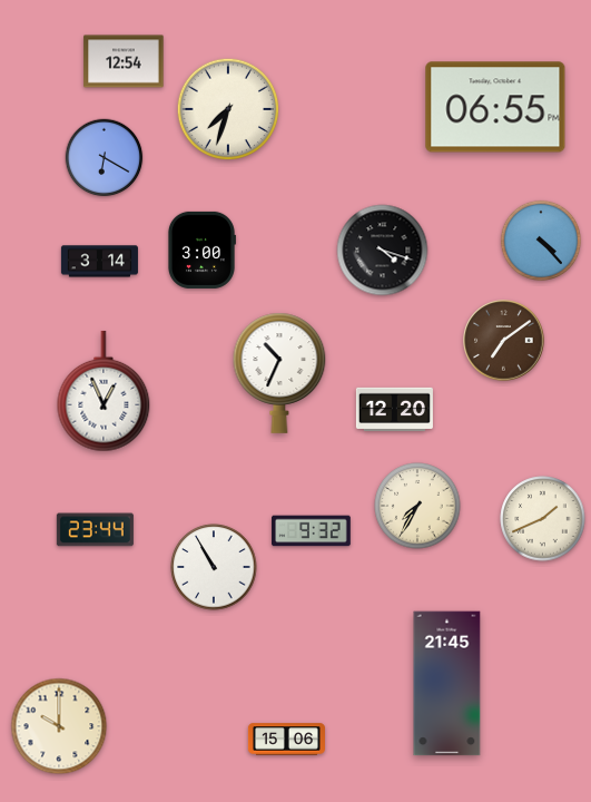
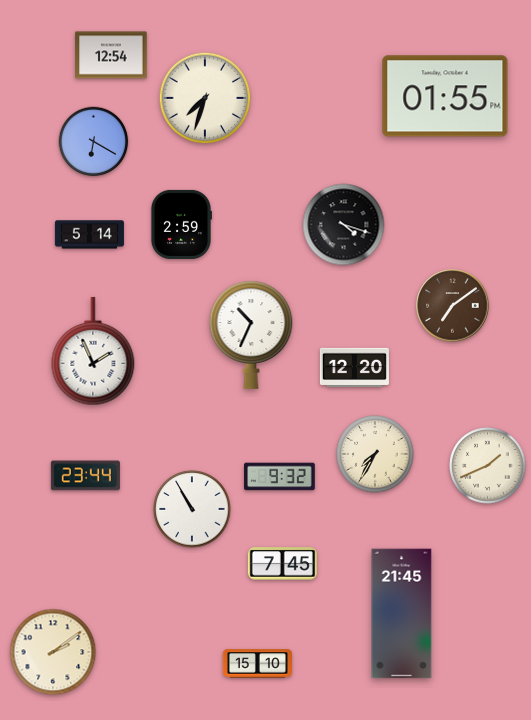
clock at (495, 107): 06:55 -> 01:55
clock at (541, 241): 4:23 -> none
clock at (201, 250): 3:00 -> 2:59
clock at (99, 262): 3:14 -> 5:14
clock at (104, 391): 12:56 -> 1:56
clock at (282, 564): none -> 7:45
clock at (59, 726): 10:00 -> 2:09
clock at (286, 740): 15:06 -> 15:10
